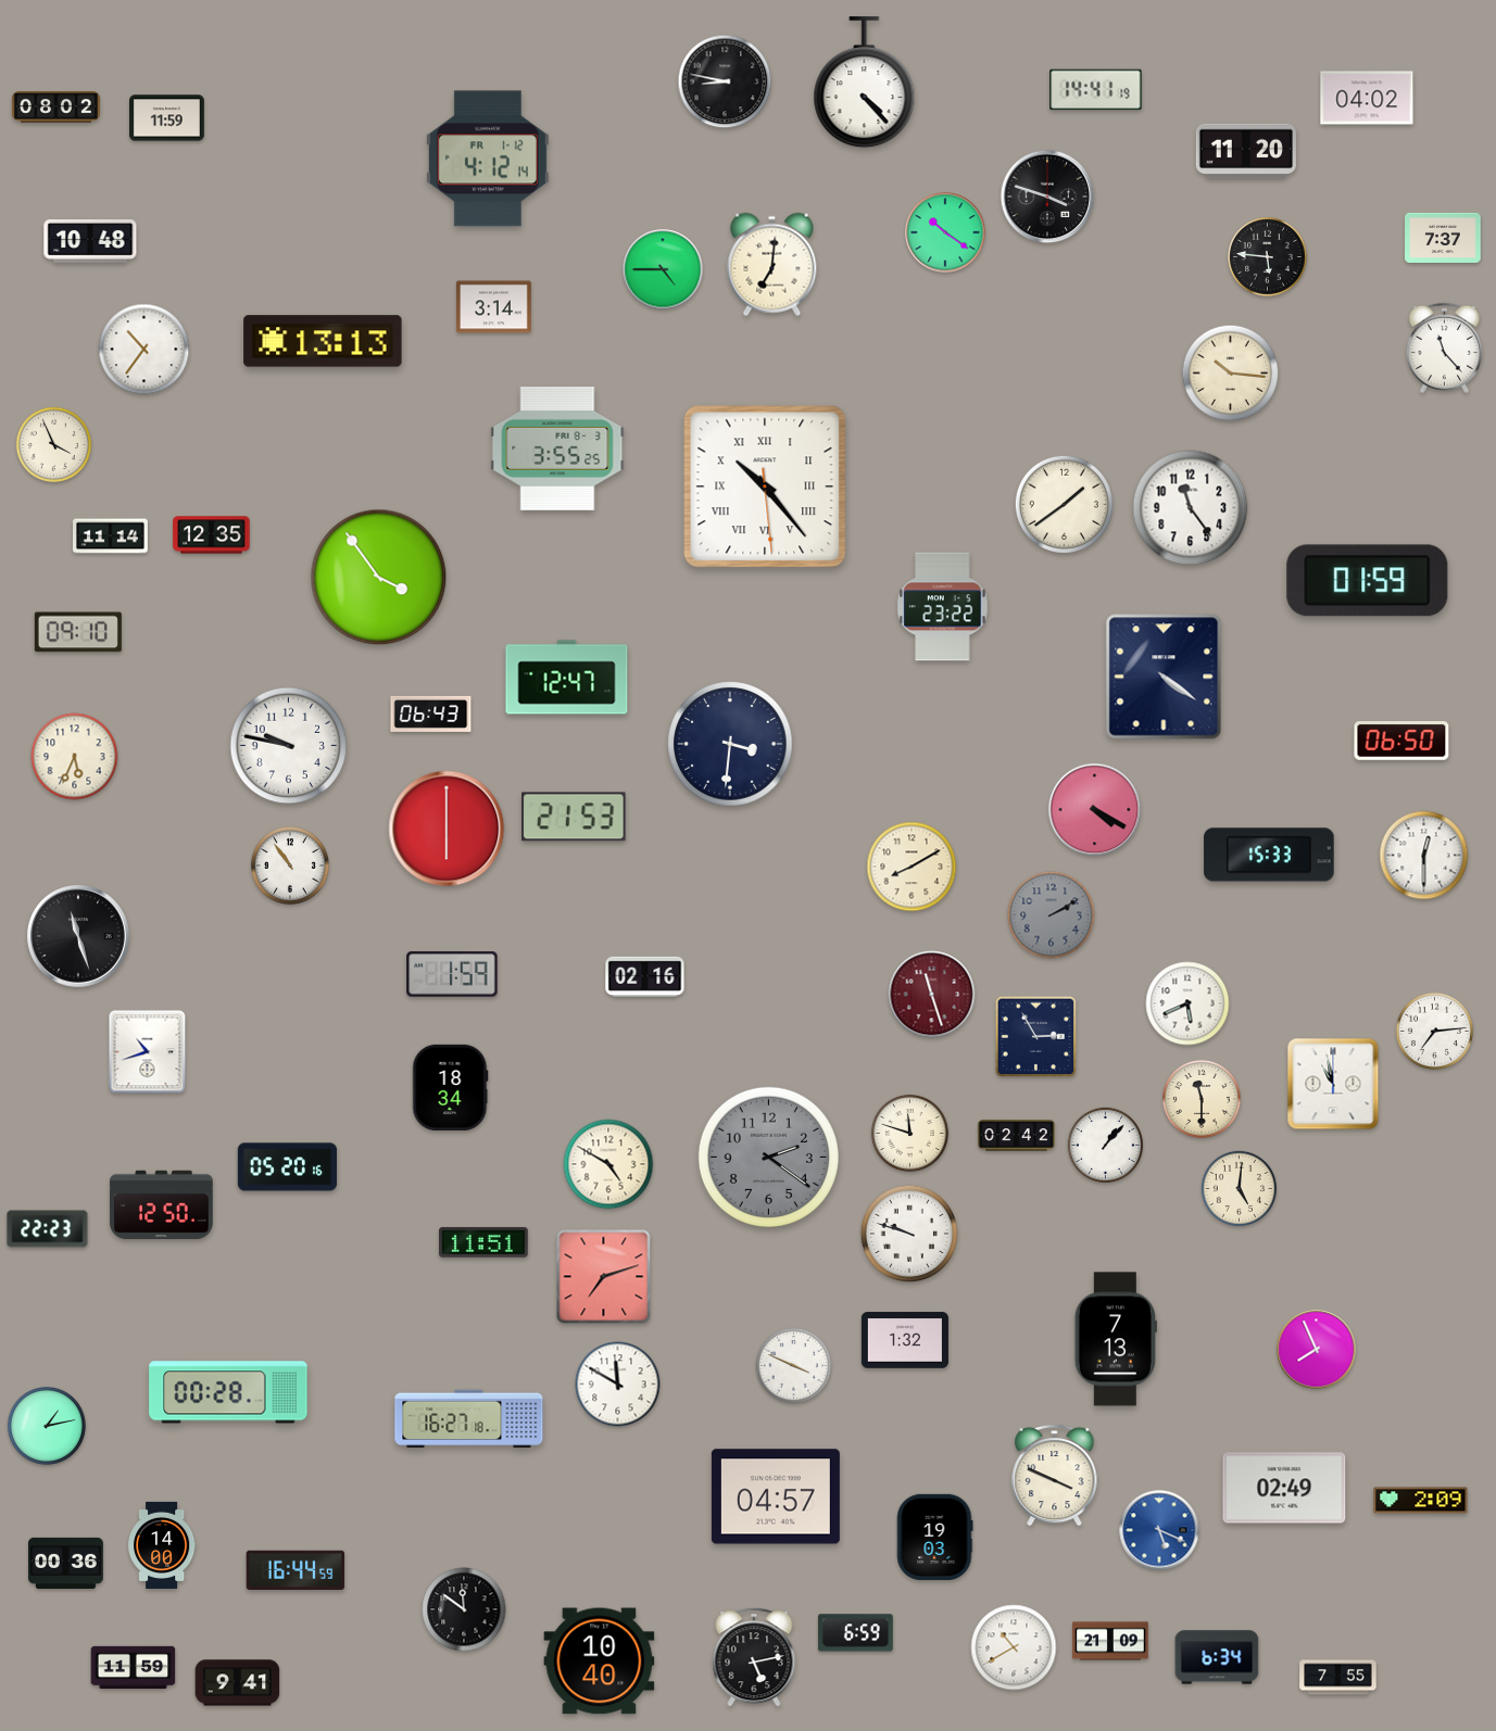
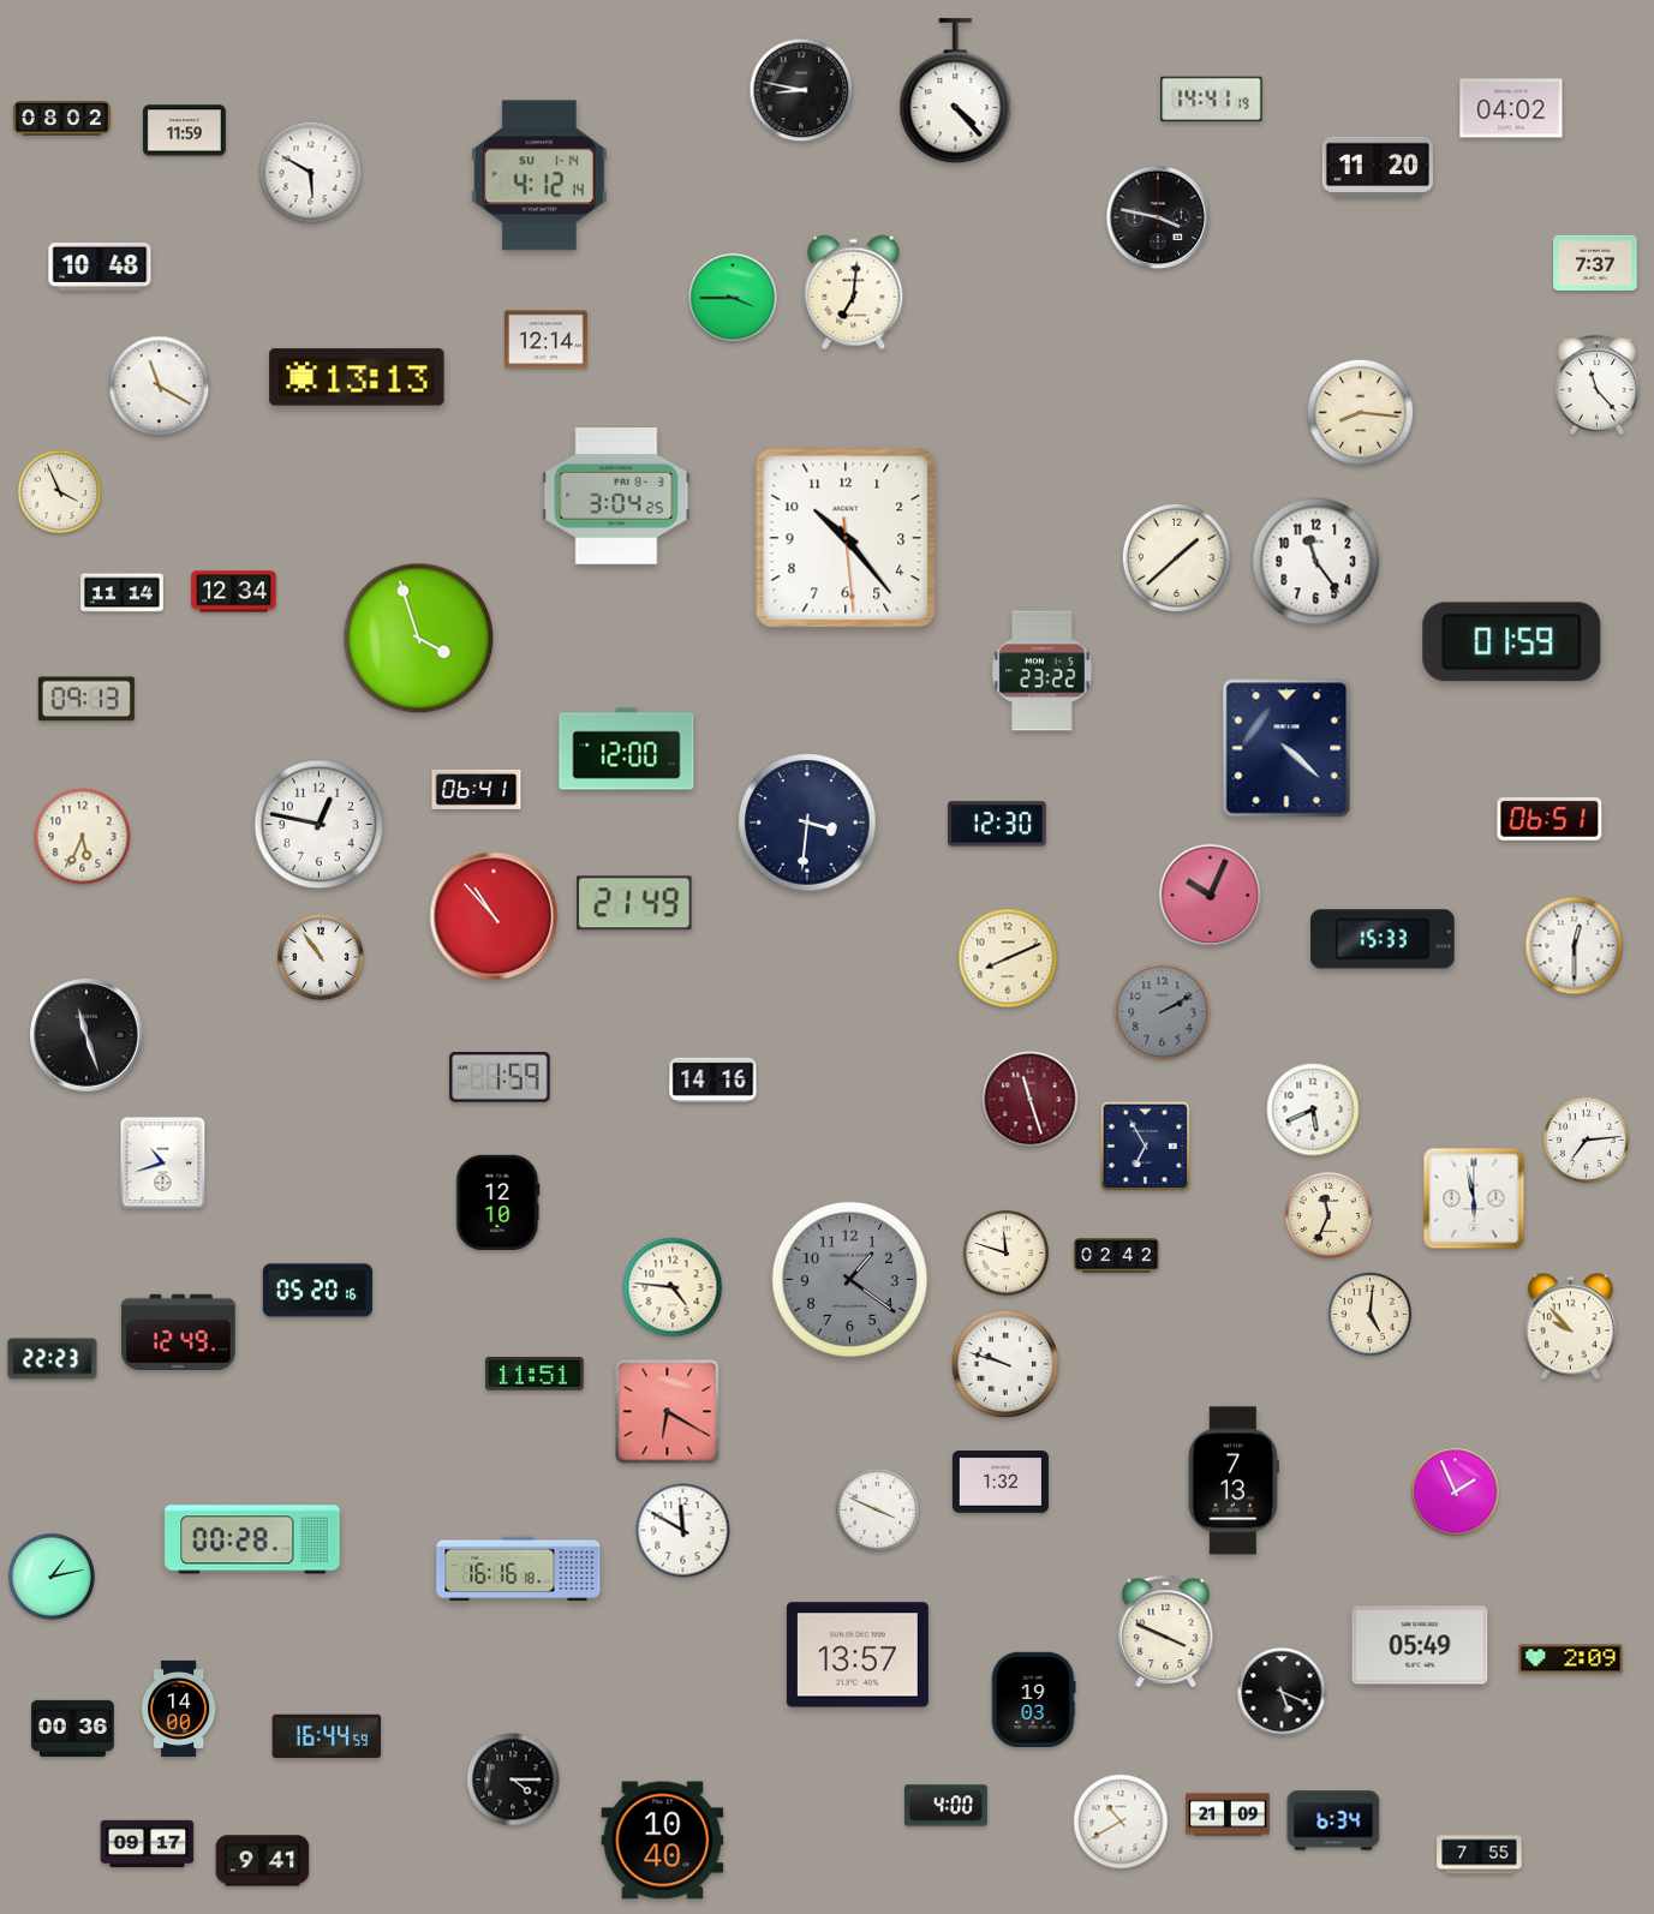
clock at (311, 173): none -> 5:50
clock at (488, 159) date: FR 1-12 -> SU 1-14
clock at (1047, 197): 3:48 -> 3:47
clock at (945, 232): 10:21 -> none
clock at (1268, 257): 5:46 -> none
clock at (663, 269): 4:45 -> 3:45
clock at (493, 307): 3:14 -> 12:14
clock at (144, 350): 10:36 -> 11:20
clock at (1231, 374): 10:16 -> 8:16
clock at (557, 450): 3:55 -> 3:04
clock at (765, 487) numerals: Roman -> Arabic
clock at (1064, 504): 1:39 -> 1:38
clock at (212, 535): 12:35 -> 12:34
clock at (379, 578): 3:54 -> 3:57
clock at (78, 632): 09:10 -> 09:13
clock at (1164, 677): 4:21 -> 4:22
clock at (567, 678): 12:47 -> 12:00
clock at (431, 713): 06:43 -> 06:41
clock at (1401, 742): 06:50 -> 06:51
clock at (998, 824): none -> 12:30
clock at (289, 746): 9:47 -> 12:47
clock at (1095, 810): 4:20 -> 10:04
clock at (574, 817): 21:53 -> 21:49
clock at (447, 829): 6:00 -> 10:53
clock at (1269, 855) position: (1269, 855) -> (1383, 939)
clock at (912, 867): 8:10 -> 8:11
clock at (645, 976): 02:16 -> 14:16
clock at (1036, 1037): 2:55 -> 6:55
clock at (1333, 1084): 10:58 -> 5:58
clock at (451, 1087): 18:34 -> 12:10
clock at (1202, 1099): 11:30 -> 11:34
clock at (1017, 1136) position: (1017, 1136) -> (1117, 1256)
clock at (1105, 1145): 1:07 -> none
clock at (768, 1157): 2:21 -> 1:21
clock at (608, 1164): 4:50 -> 4:46
clock at (1570, 1327): none -> 9:53
clock at (162, 1204): 12:50 -> 12:49
clock at (604, 1277): 7:12 -> 6:20
clock at (1317, 1350): 7:56 -> 1:56
clock at (469, 1419): 16:27 -> 16:16
clock at (1284, 1488): 02:49 -> 05:49
clock at (776, 1496): 04:57 -> 13:57
clock at (1159, 1530) dial: blue -> black
clock at (464, 1609): 11:51 -> 4:15
clock at (855, 1633): 6:59 -> 4:00
clock at (754, 1657): 5:13 -> none
clock at (1217, 1657) position: (1217, 1657) -> (1333, 1820)
clock at (600, 1661) position: (600, 1661) -> (663, 1841)
clock at (134, 1668): 11:59 -> 09:17
